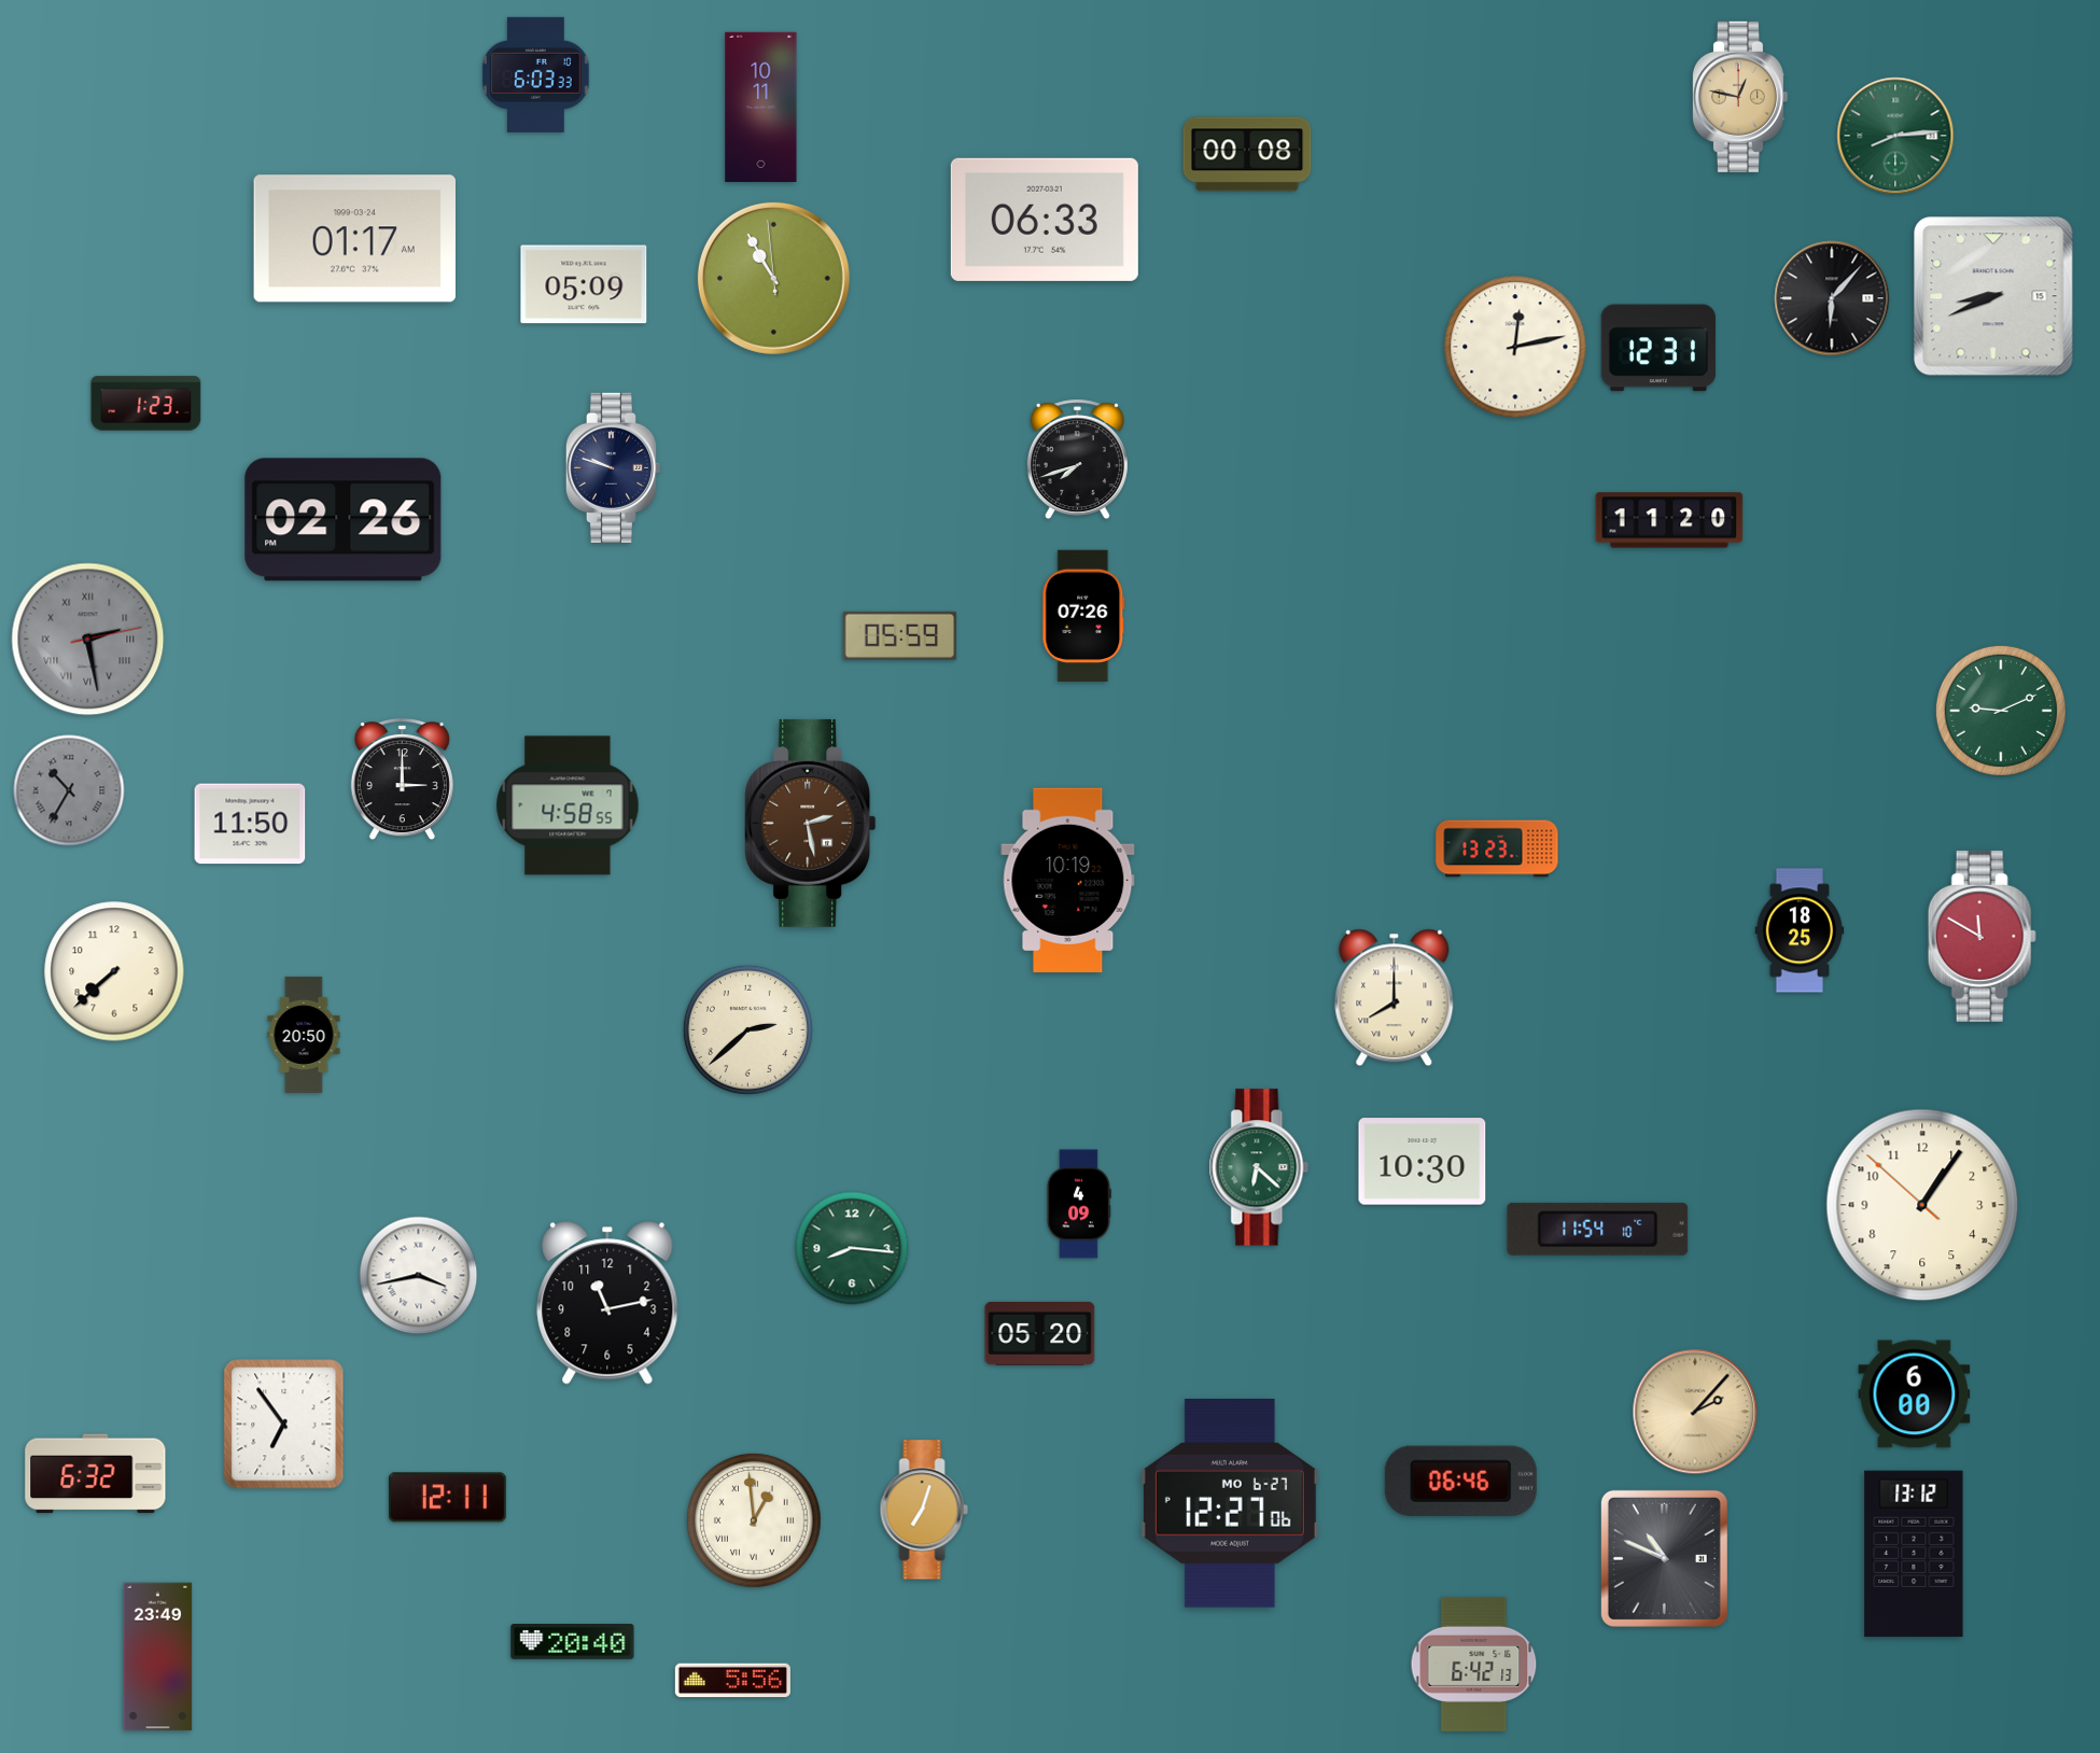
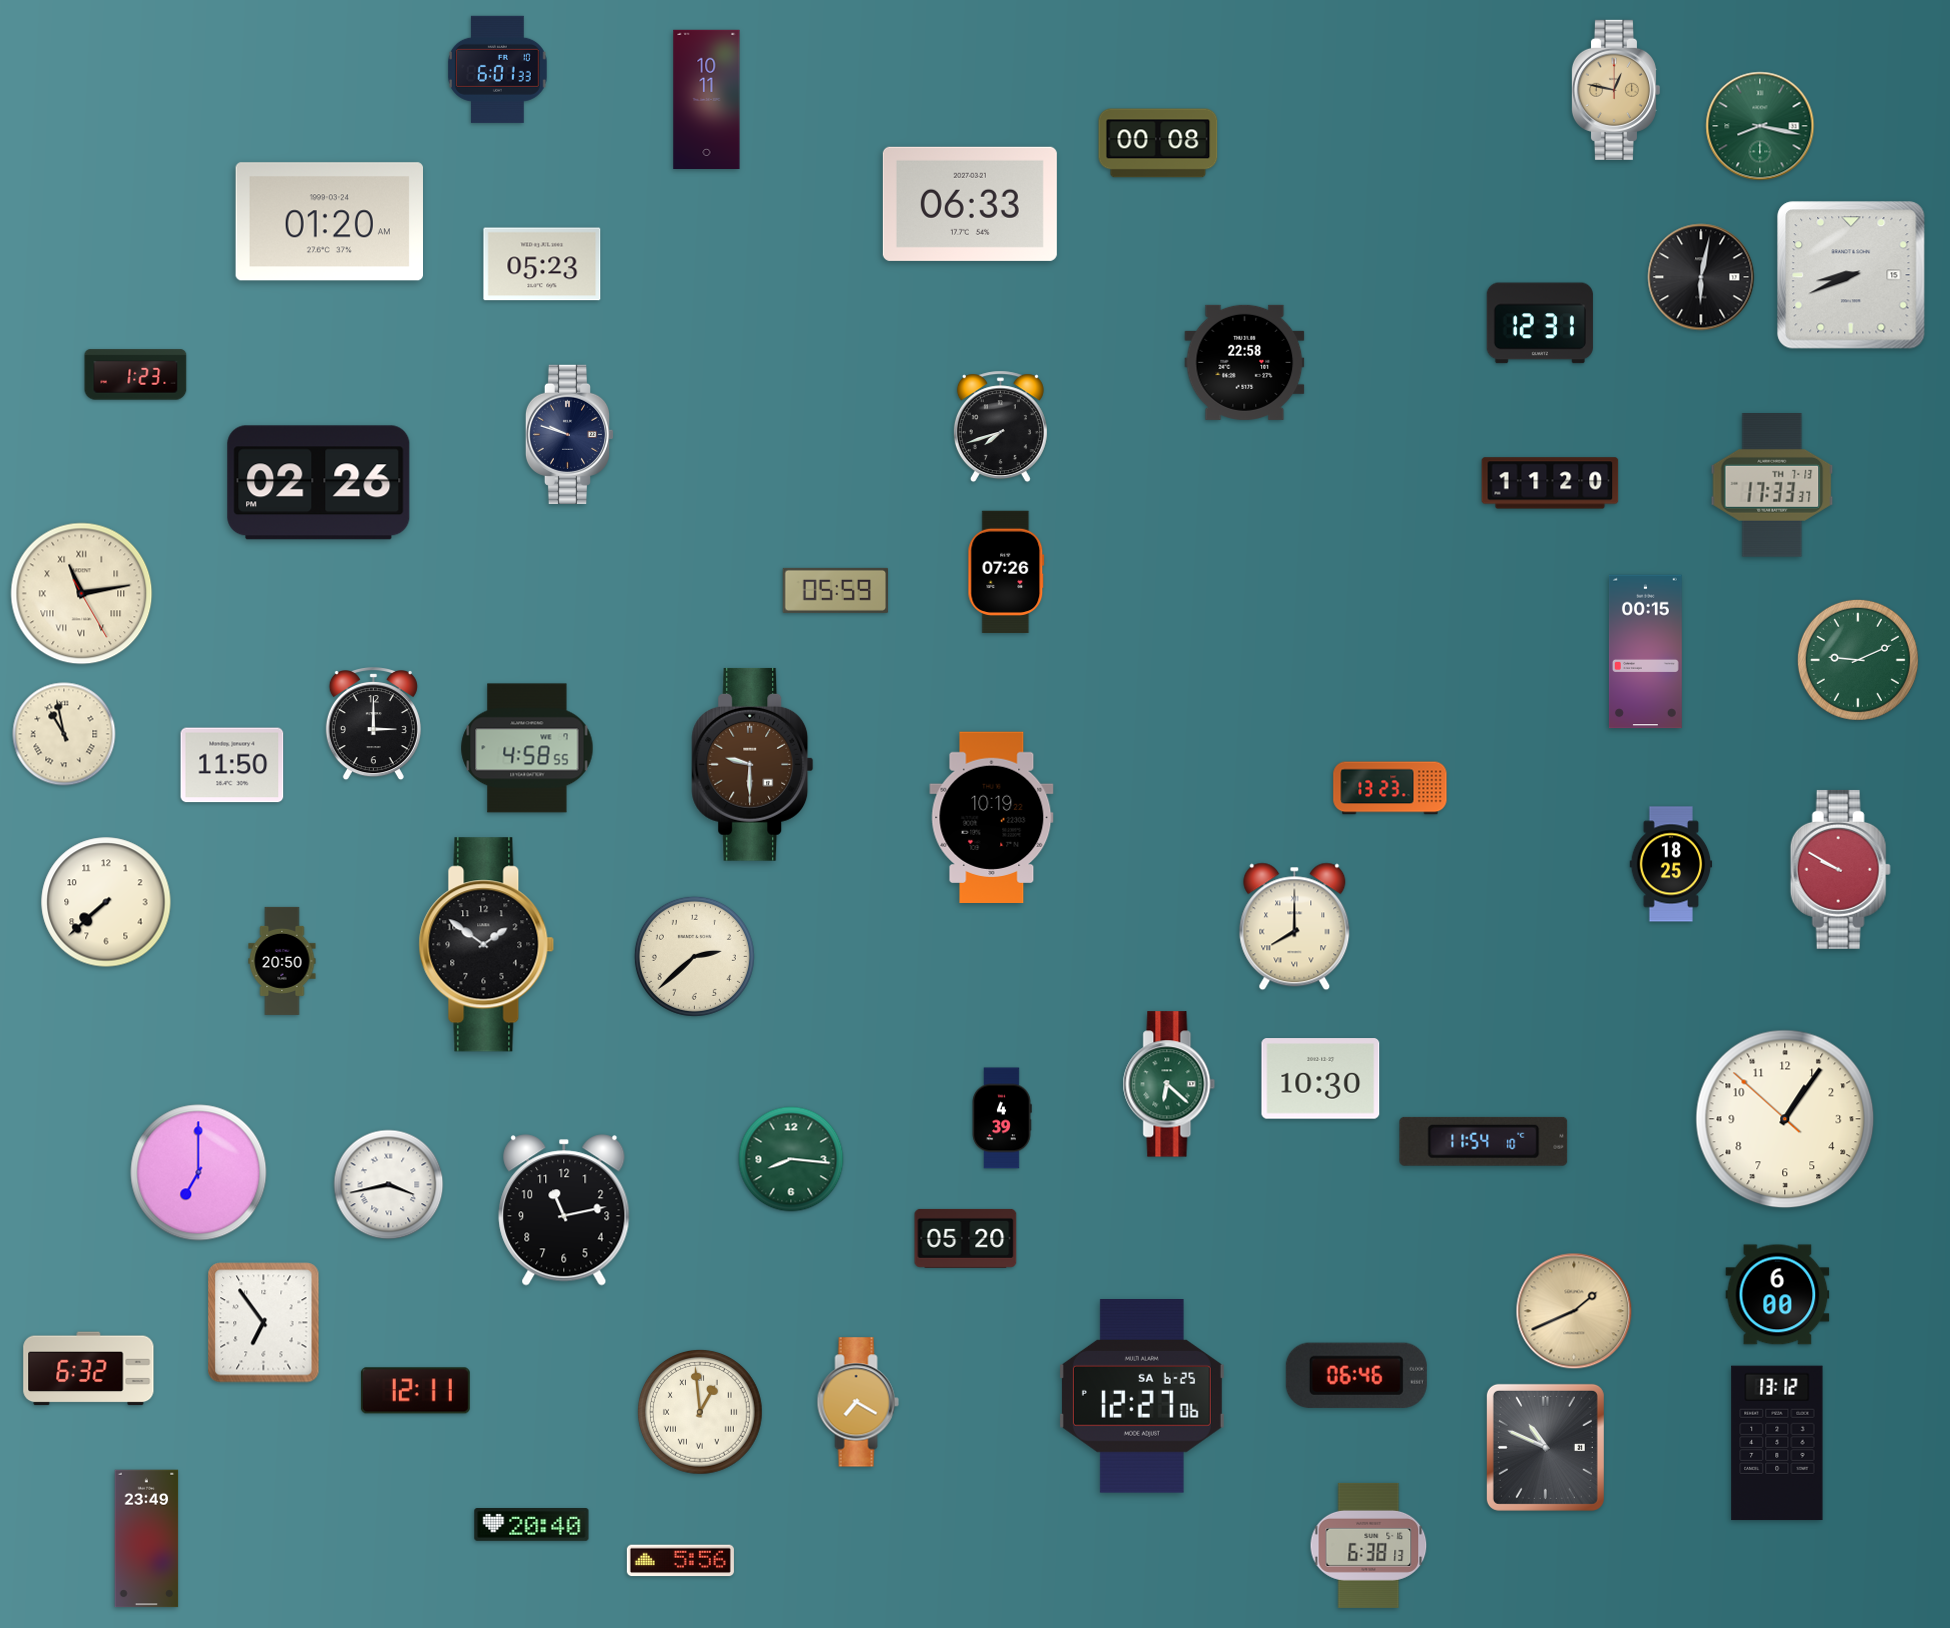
clock at (535, 74): 6:03 -> 6:01
clock at (1895, 136): 8:14 -> 8:17
clock at (354, 239): 01:17 -> 01:20
clock at (773, 278): 10:54 -> none
clock at (584, 284): 05:09 -> 05:23
clock at (1832, 298): 6:07 -> 6:02
clock at (1515, 347): 12:13 -> none
clock at (1245, 362): none -> 22:58
clock at (1772, 486): none -> 17:33
clock at (88, 640): 2:28 -> 11:13
clock at (88, 640) dial: grey -> cream
clock at (1645, 652): none -> 00:15
clock at (69, 790): 10:35 -> 10:58
clock at (69, 790) dial: grey -> cream
clock at (811, 823): 2:28 -> 9:30
clock at (1982, 936): 11:50 -> 9:50
clock at (487, 945): none -> 1:51
clock at (1079, 1204): 4:09 -> 4:39
clock at (199, 1173): none -> 7:00
clock at (1695, 1412): 2:07 -> 1:41
clock at (1230, 1504) date: MO 6-27 -> SA 6-25
clock at (924, 1510): 7:03 -> 7:20
clock at (1474, 1664): 6:42 -> 6:38
